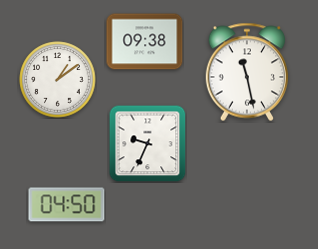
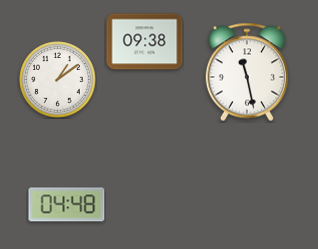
clock at (147, 143): 9:34 -> none
clock at (67, 205): 04:50 -> 04:48
